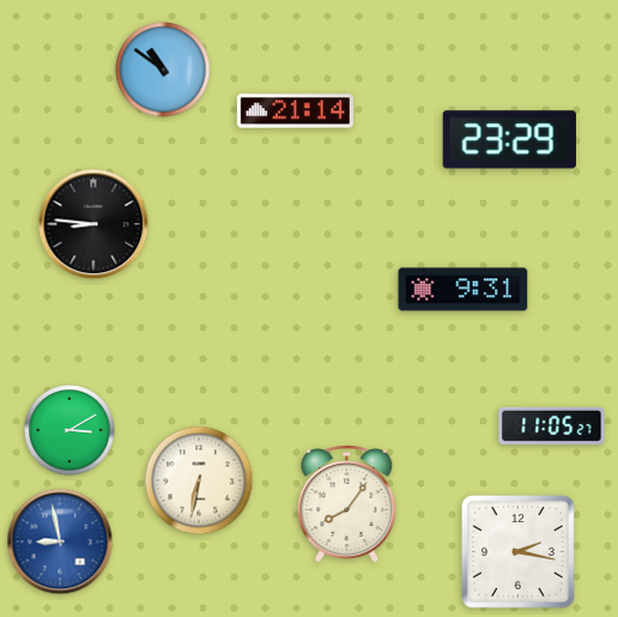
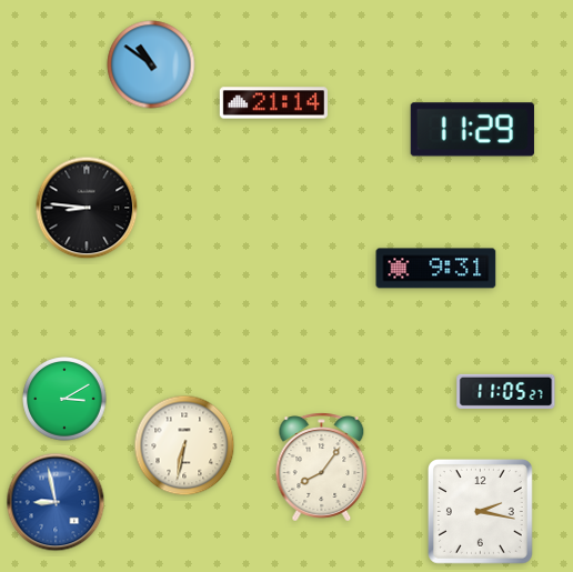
clock at (509, 140): 23:29 -> 11:29
clock at (463, 290) position: (463, 290) -> (436, 269)
clock at (552, 425) position: (552, 425) -> (506, 391)
